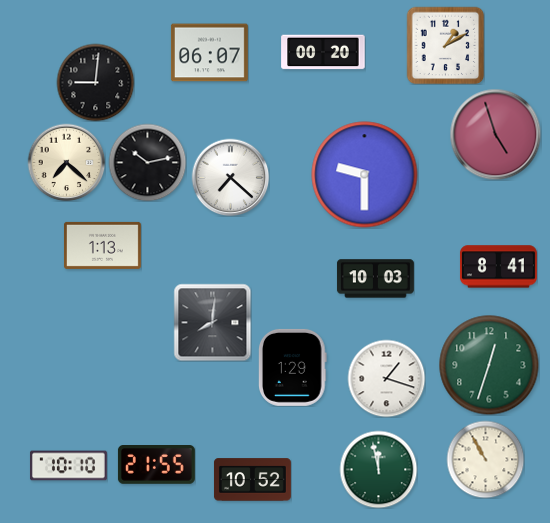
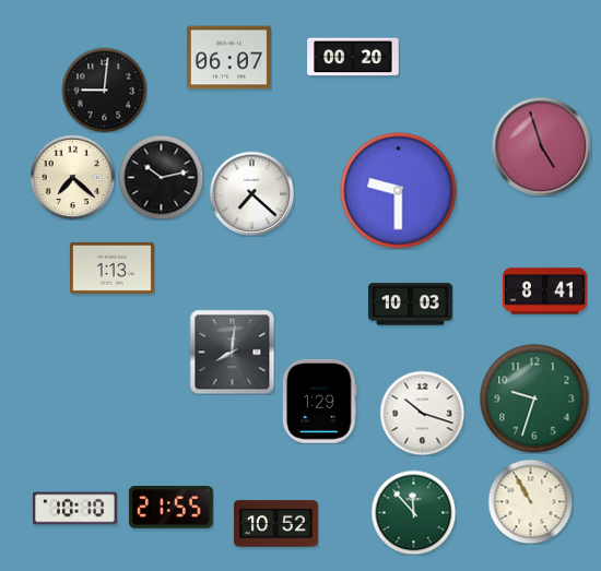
clock at (445, 45): 1:10 -> none
clock at (489, 365): 12:33 -> 9:33
clock at (386, 378): 1:18 -> 10:18
clock at (378, 469): 11:58 -> 11:53
